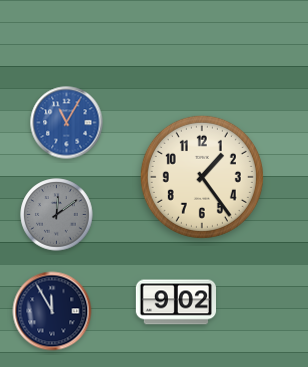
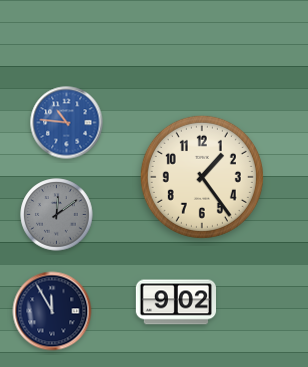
clock at (67, 123): 11:05 -> 10:46
